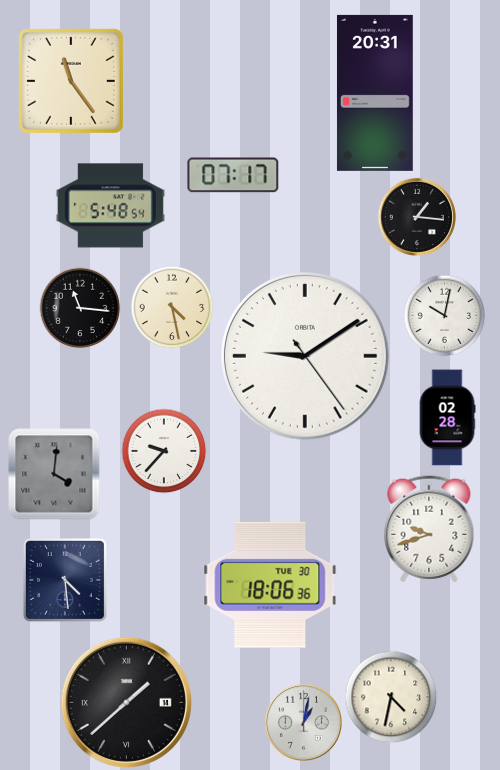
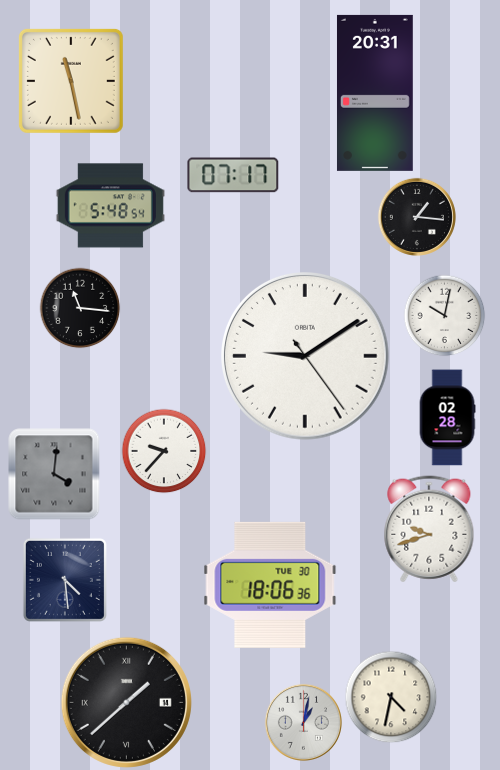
clock at (71, 81): 11:24 -> 11:28
clock at (172, 307): 4:28 -> none
